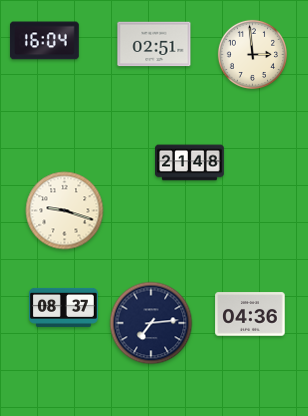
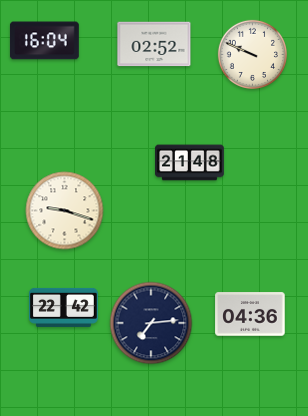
clock at (154, 44): 02:51 -> 02:52
clock at (252, 54): 2:59 -> 9:49
clock at (64, 307): 08:37 -> 22:42
